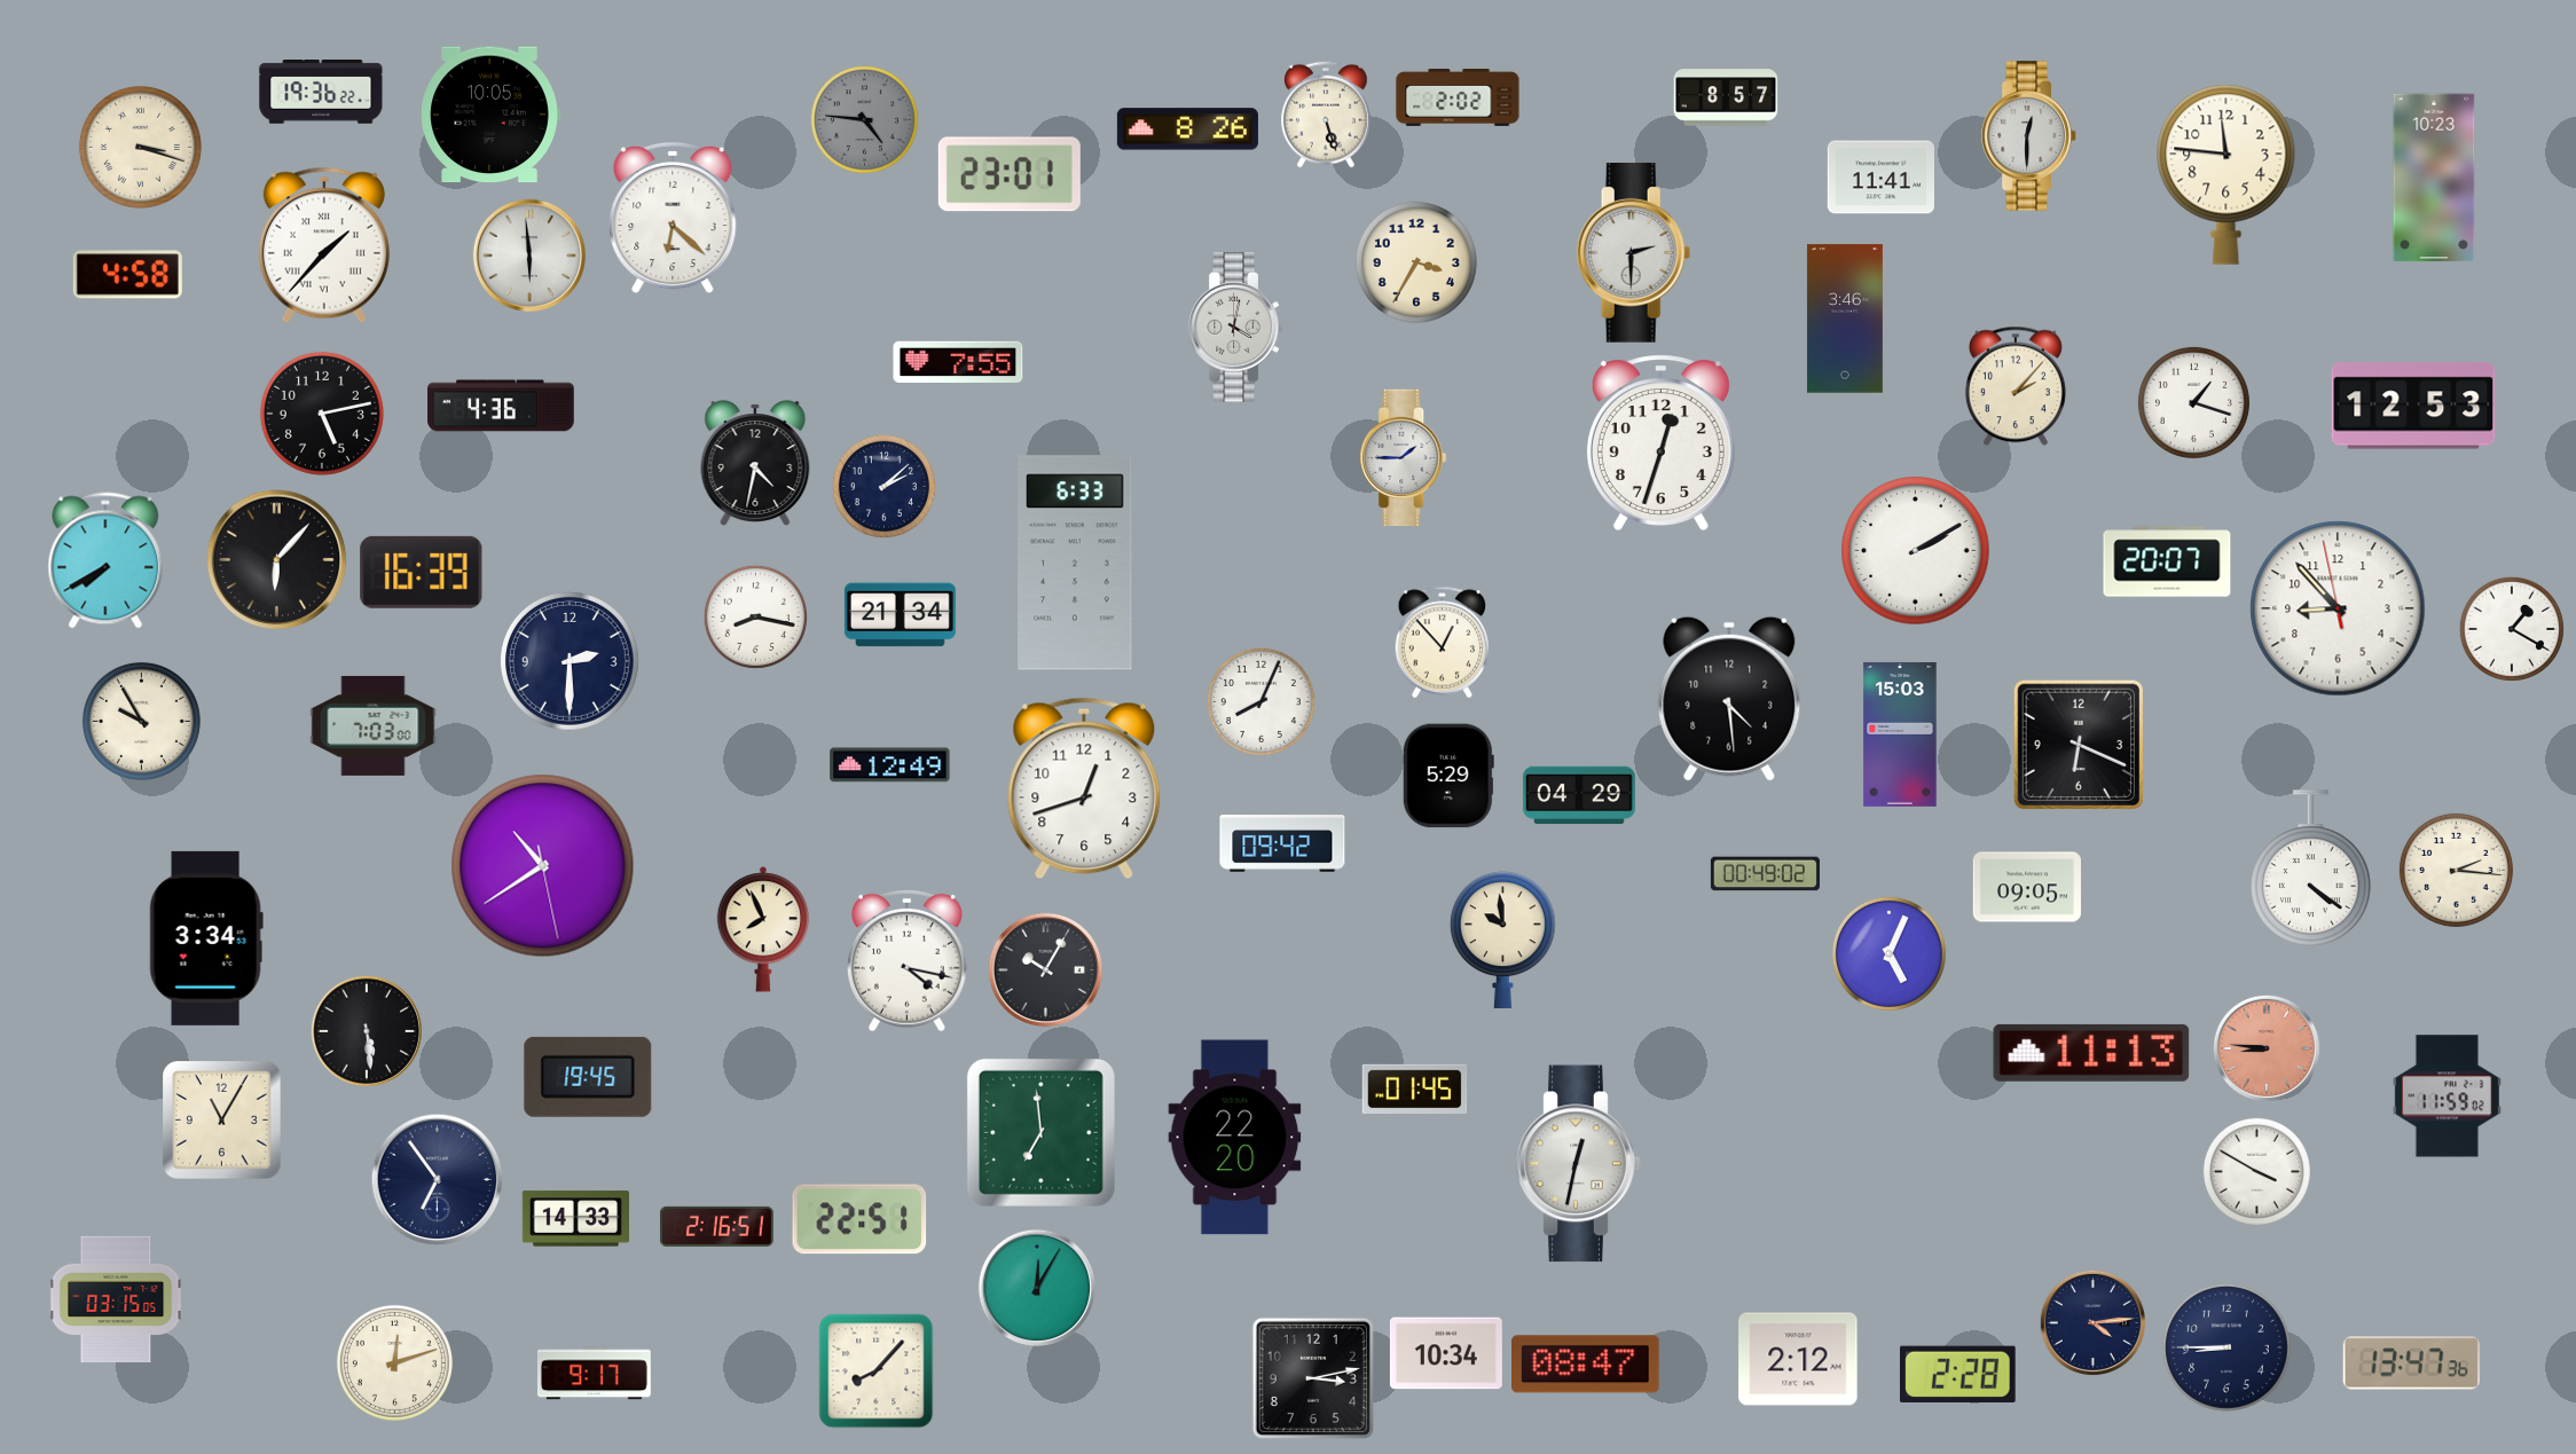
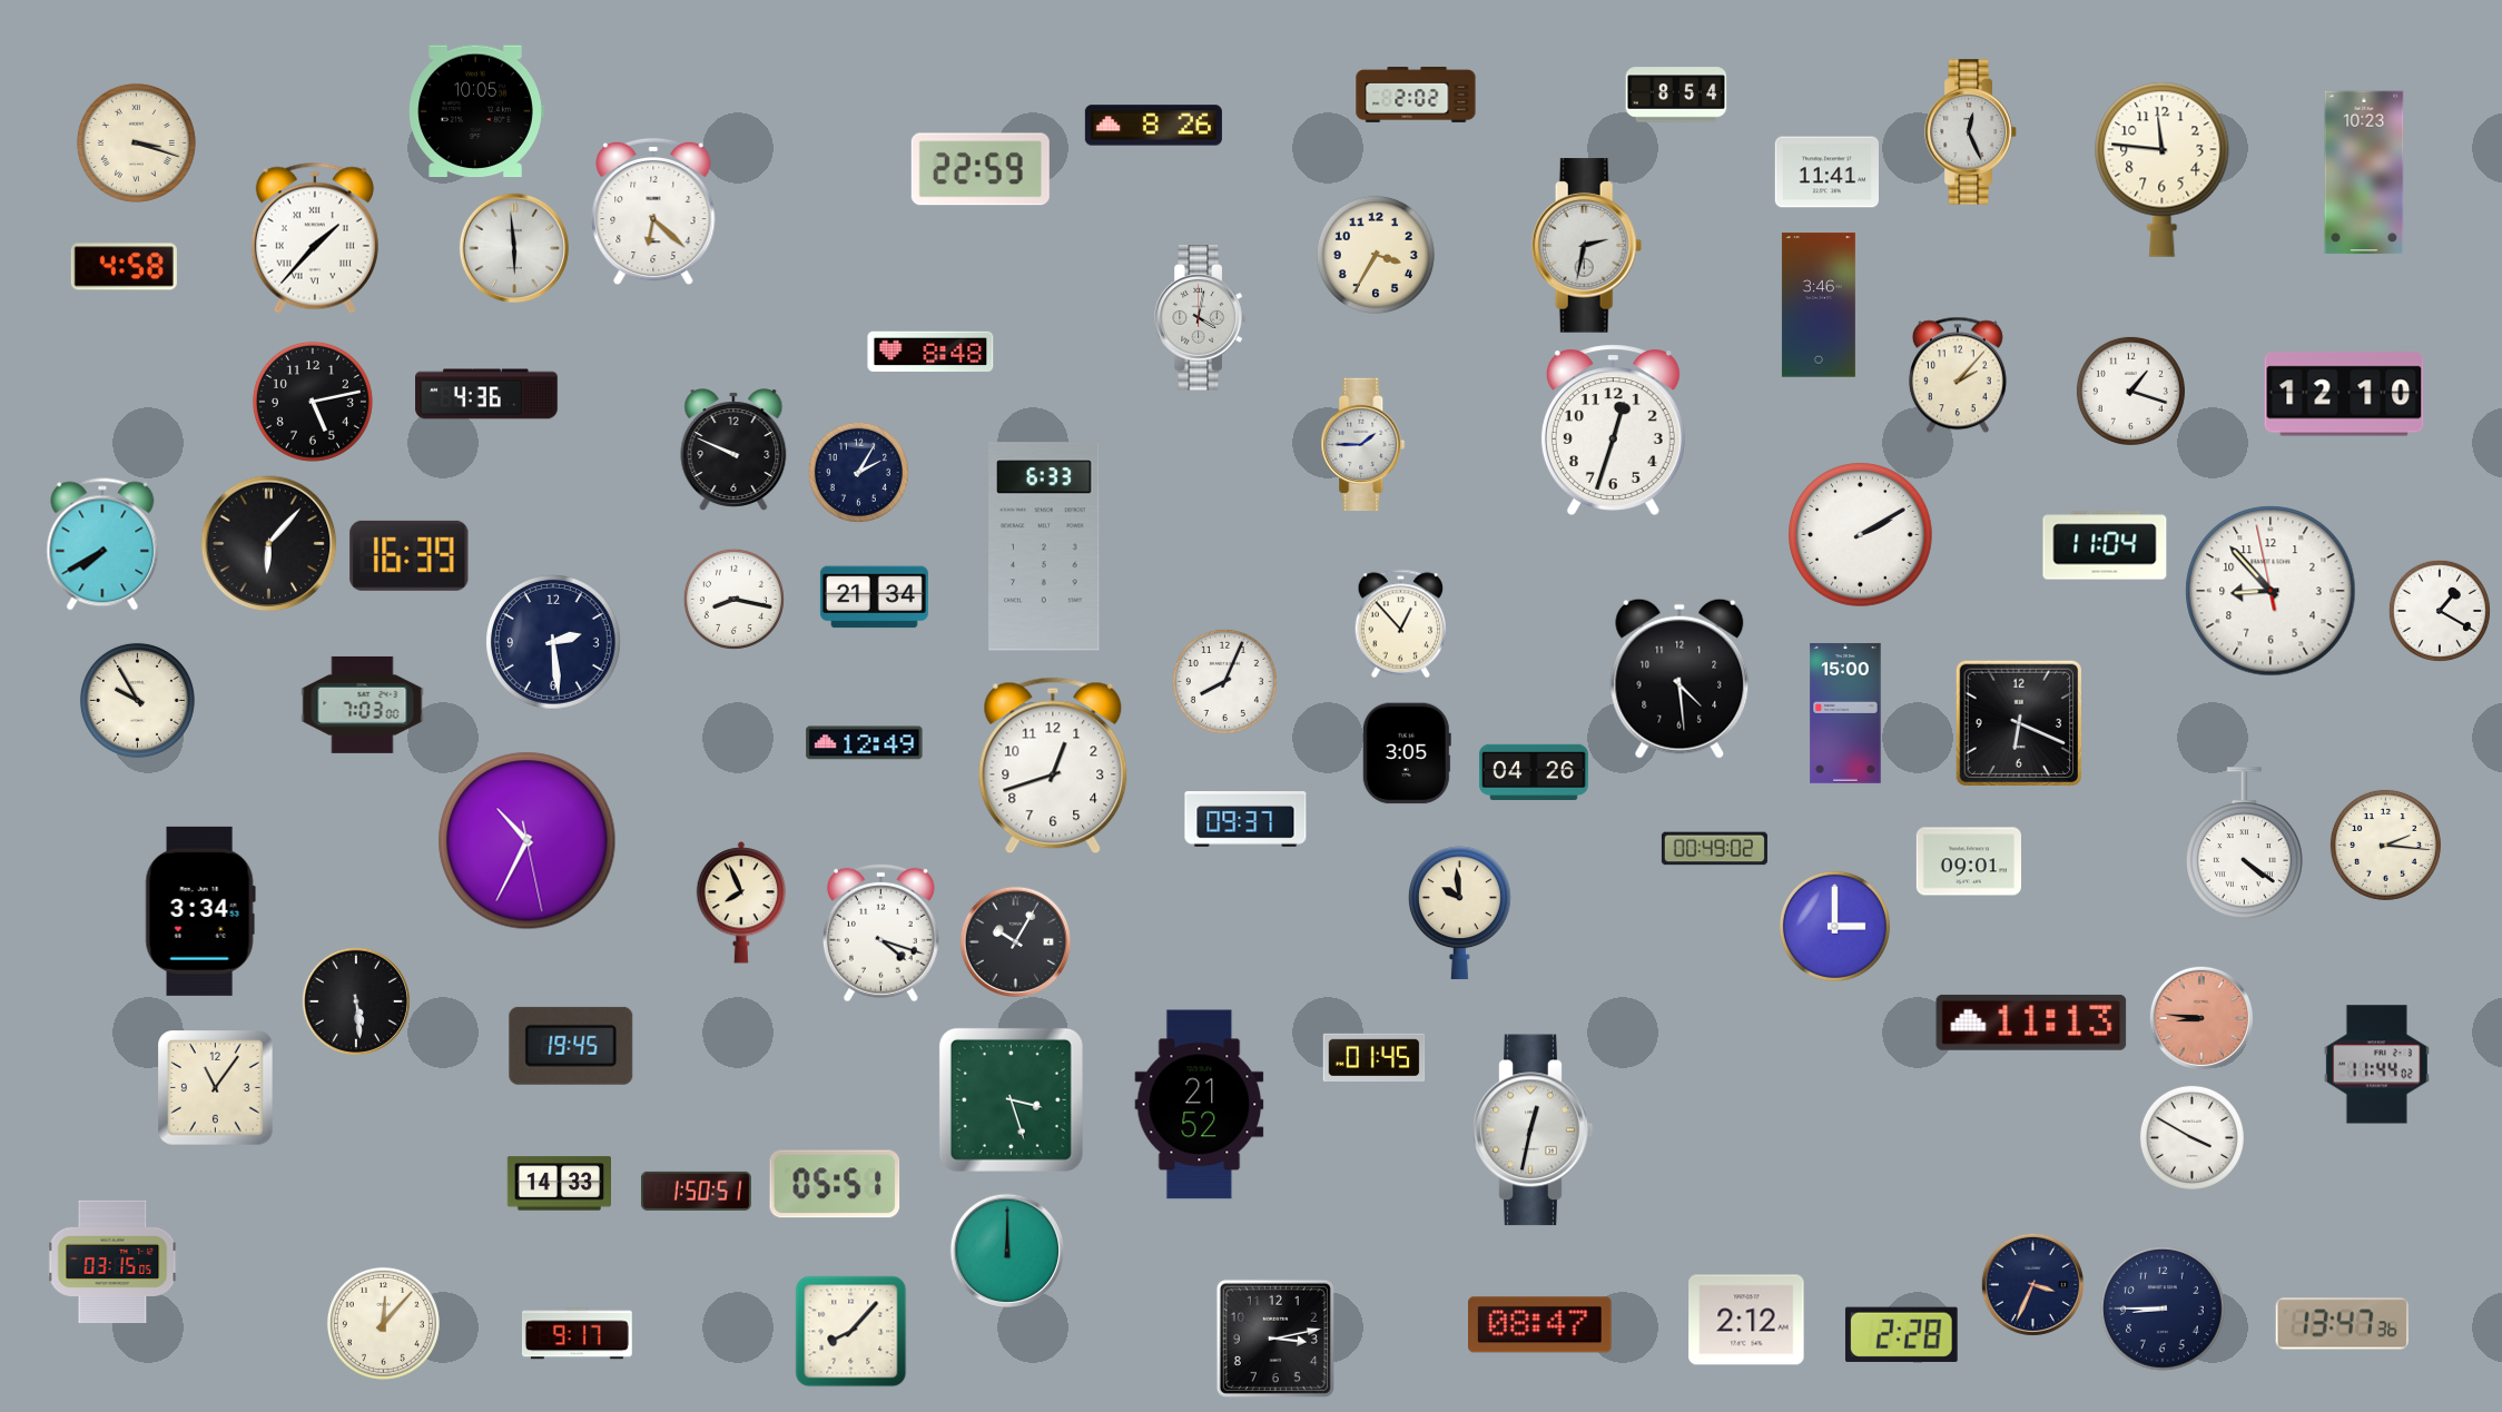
clock at (321, 92): 19:36 -> none
clock at (1726, 97): 8:57 -> 8:54
clock at (1326, 115): 5:27 -> none
clock at (864, 119): 4:46 -> none
clock at (2029, 136): 12:30 -> 12:26
clock at (1010, 174): 23:01 -> 22:59
clock at (1634, 253): 2:30 -> 2:32
clock at (1845, 319) position: (1845, 319) -> (1819, 305)
clock at (958, 361): 7:55 -> 8:48
clock at (2413, 406): 12:53 -> 12:10
clock at (755, 463): 4:32 -> 9:49
clock at (883, 486): 2:08 -> 2:05
clock at (2167, 561): 20:07 -> 11:04
clock at (571, 662): 2:30 -> 2:29
clock at (1900, 734): 15:03 -> 15:00
clock at (1448, 776): 5:29 -> 3:05
clock at (1579, 795): 04:29 -> 04:26
clock at (1282, 843): 09:42 -> 09:37
clock at (543, 866): 10:39 -> 10:34
clock at (2027, 887): 09:05 -> 09:01
clock at (1888, 953): 5:04 -> 3:00
clock at (906, 960): 4:17 -> 4:18
clock at (2447, 1097): 11:59 -> 11:44
clock at (222, 1121): 11:05 -> 11:06
clock at (1040, 1132): 6:59 -> 3:27
clock at (1235, 1138): 22:20 -> 21:52
clock at (438, 1180): 6:54 -> none
clock at (859, 1219): 22:51 -> 05:51
clock at (717, 1226): 2:16 -> 1:50
clock at (1036, 1287): 12:05 -> 12:00
clock at (2092, 1322): 4:14 -> 3:34
clock at (1446, 1353): 10:34 -> none
clock at (394, 1362): 12:12 -> 12:07
